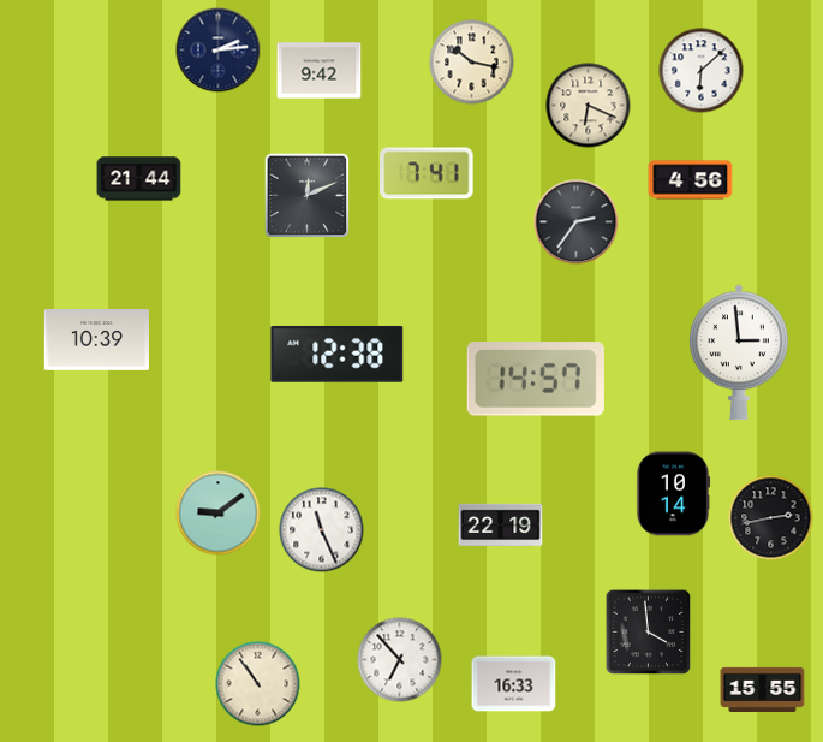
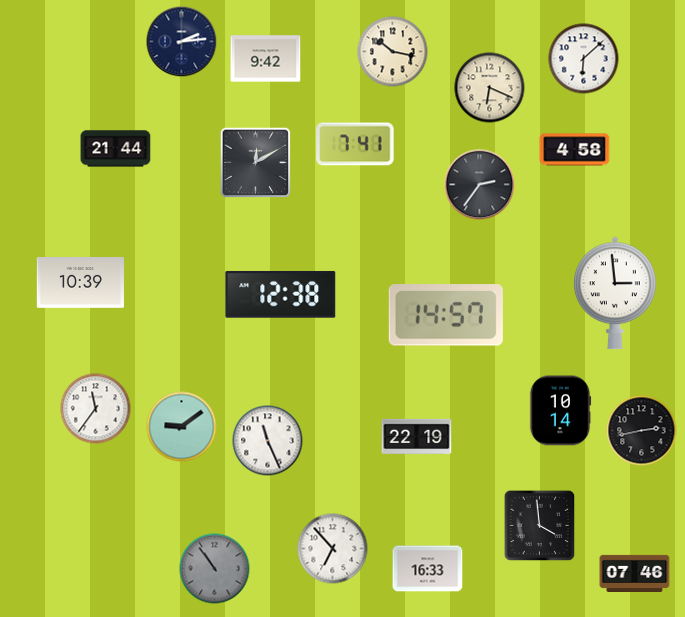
clock at (691, 180): 4:56 -> 4:58
clock at (308, 196): 12:11 -> 12:10
clock at (96, 409): none -> 11:36
clock at (258, 684) dial: cream -> grey
clock at (763, 689): 15:55 -> 07:46
